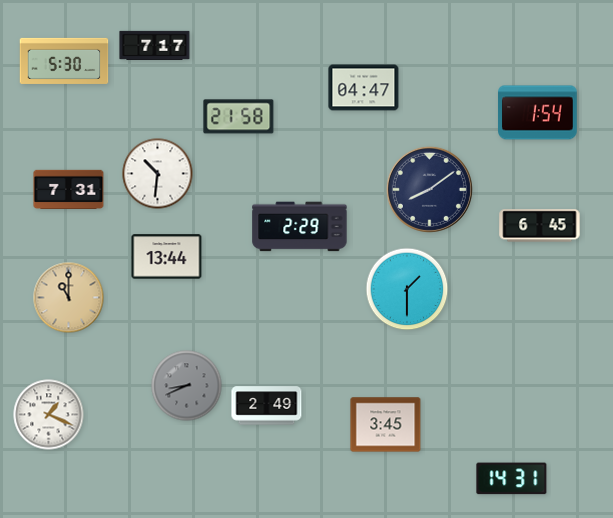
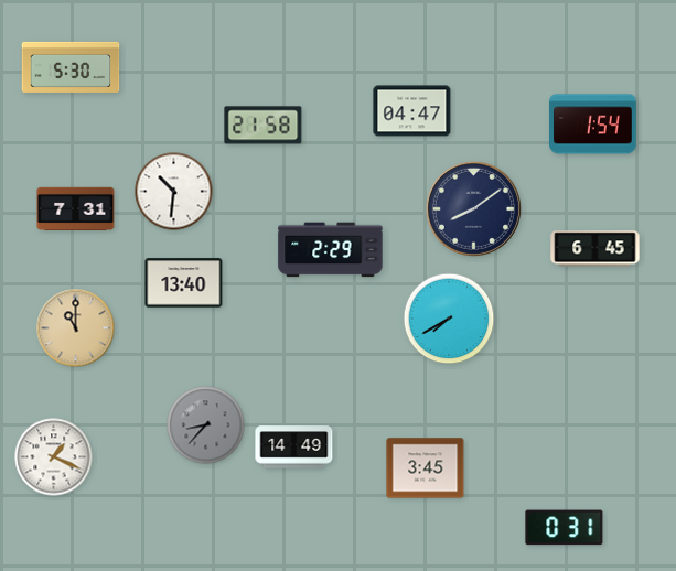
clock at (155, 45): 7:17 -> none
clock at (364, 88) position: (364, 88) -> (412, 111)
clock at (239, 117) position: (239, 117) -> (264, 126)
clock at (167, 257): 13:44 -> 13:40
clock at (407, 289): 1:30 -> 7:40
clock at (187, 386): 8:41 -> 8:37
clock at (267, 406): 2:49 -> 14:49
clock at (512, 479): 14:31 -> 0:31
